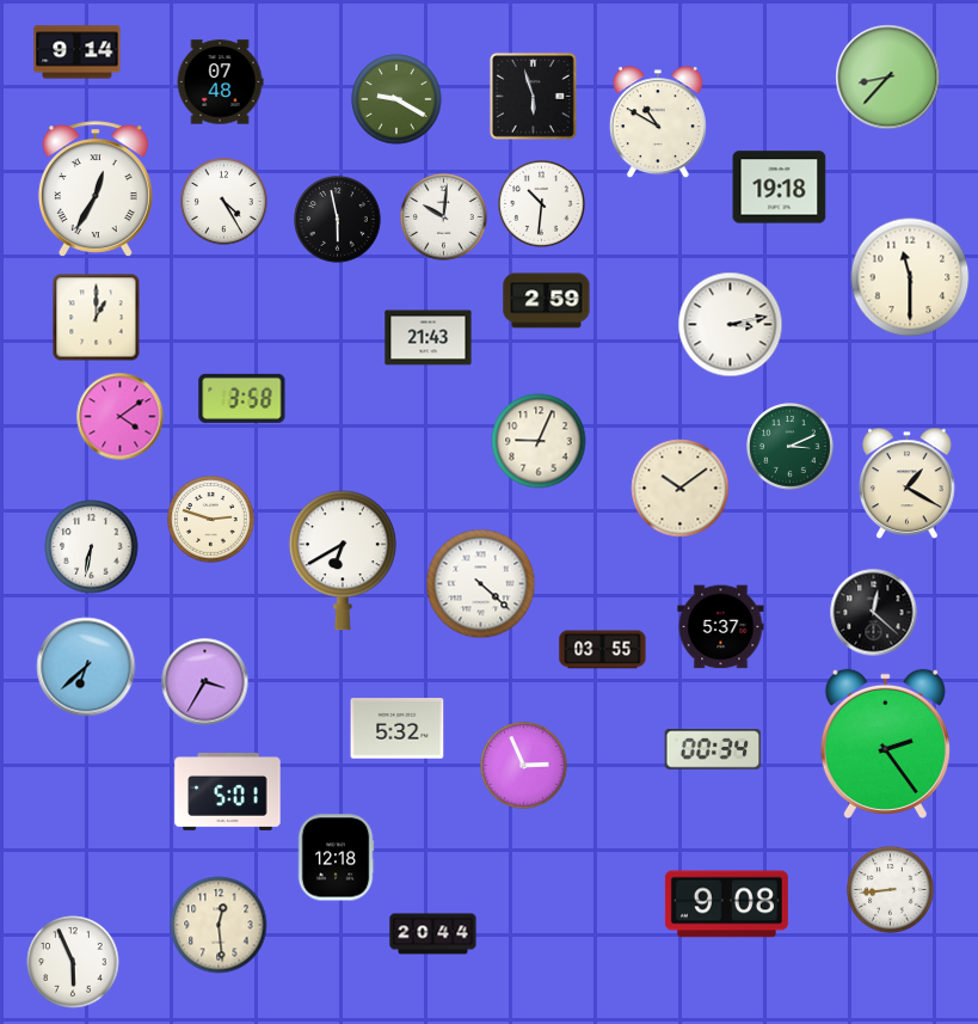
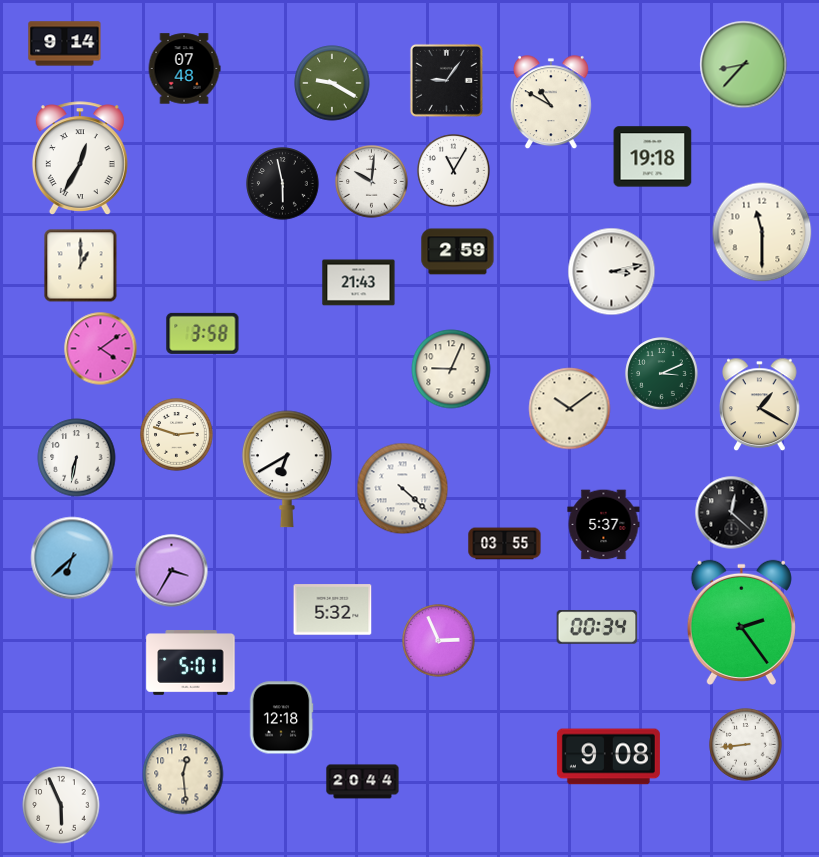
clock at (533, 96): 5:57 -> 9:06
clock at (224, 202): 4:25 -> none
clock at (542, 204): 10:31 -> 11:05
